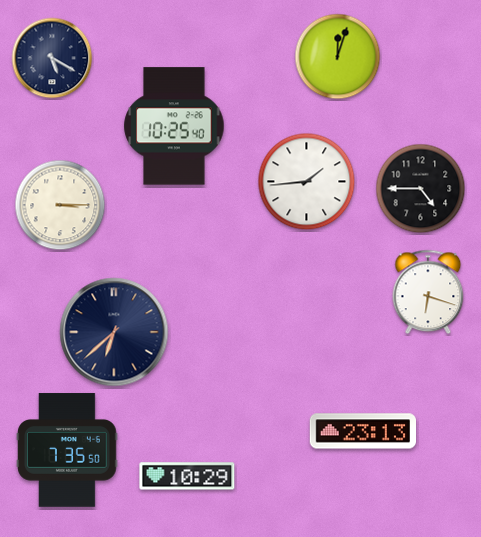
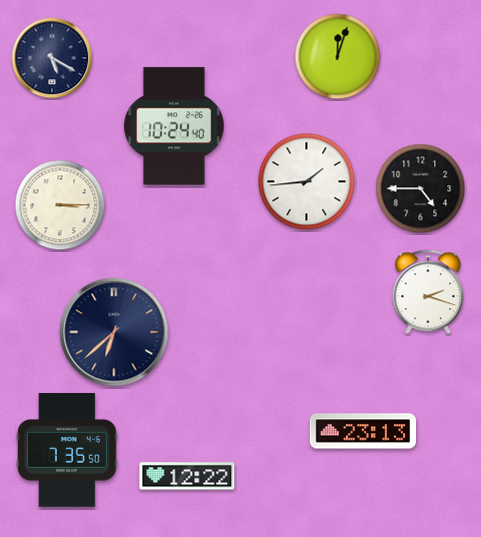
clock at (174, 126): 10:25 -> 10:24
clock at (428, 292): 6:18 -> 2:18
clock at (187, 476): 10:29 -> 12:22
